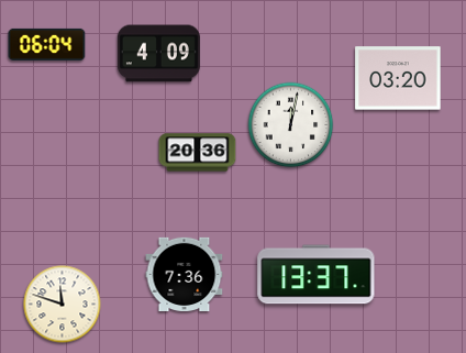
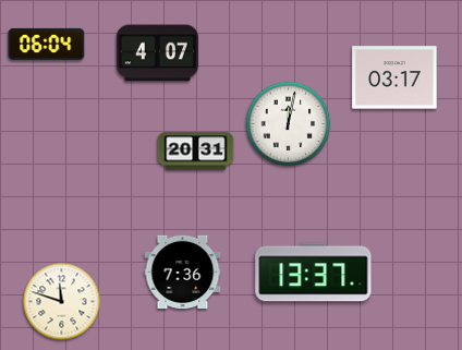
clock at (158, 54): 4:09 -> 4:07
clock at (398, 78): 03:20 -> 03:17
clock at (198, 153): 20:36 -> 20:31
